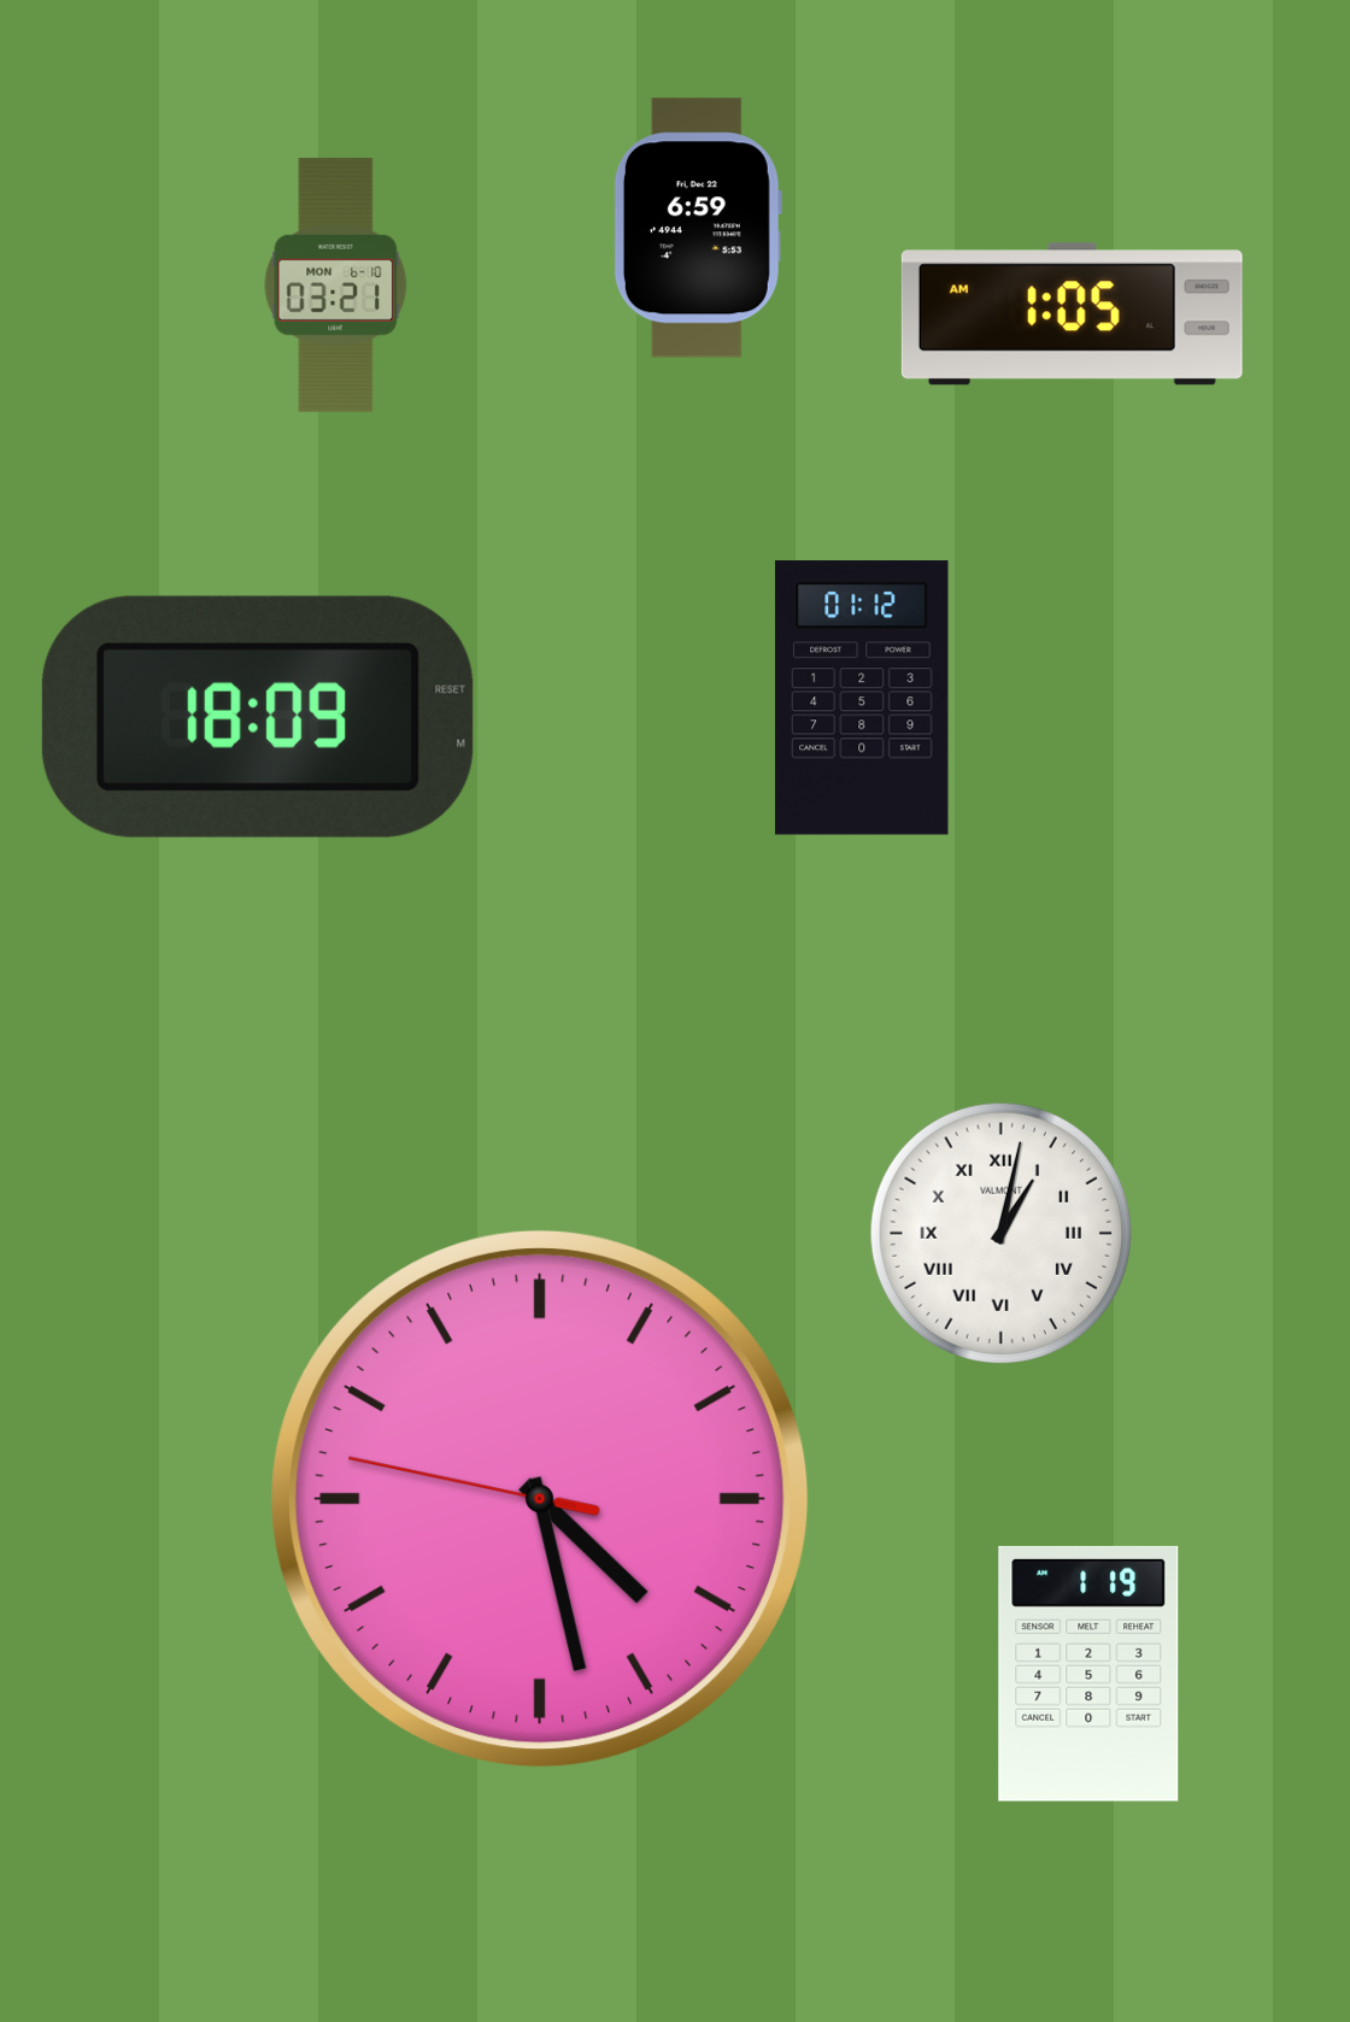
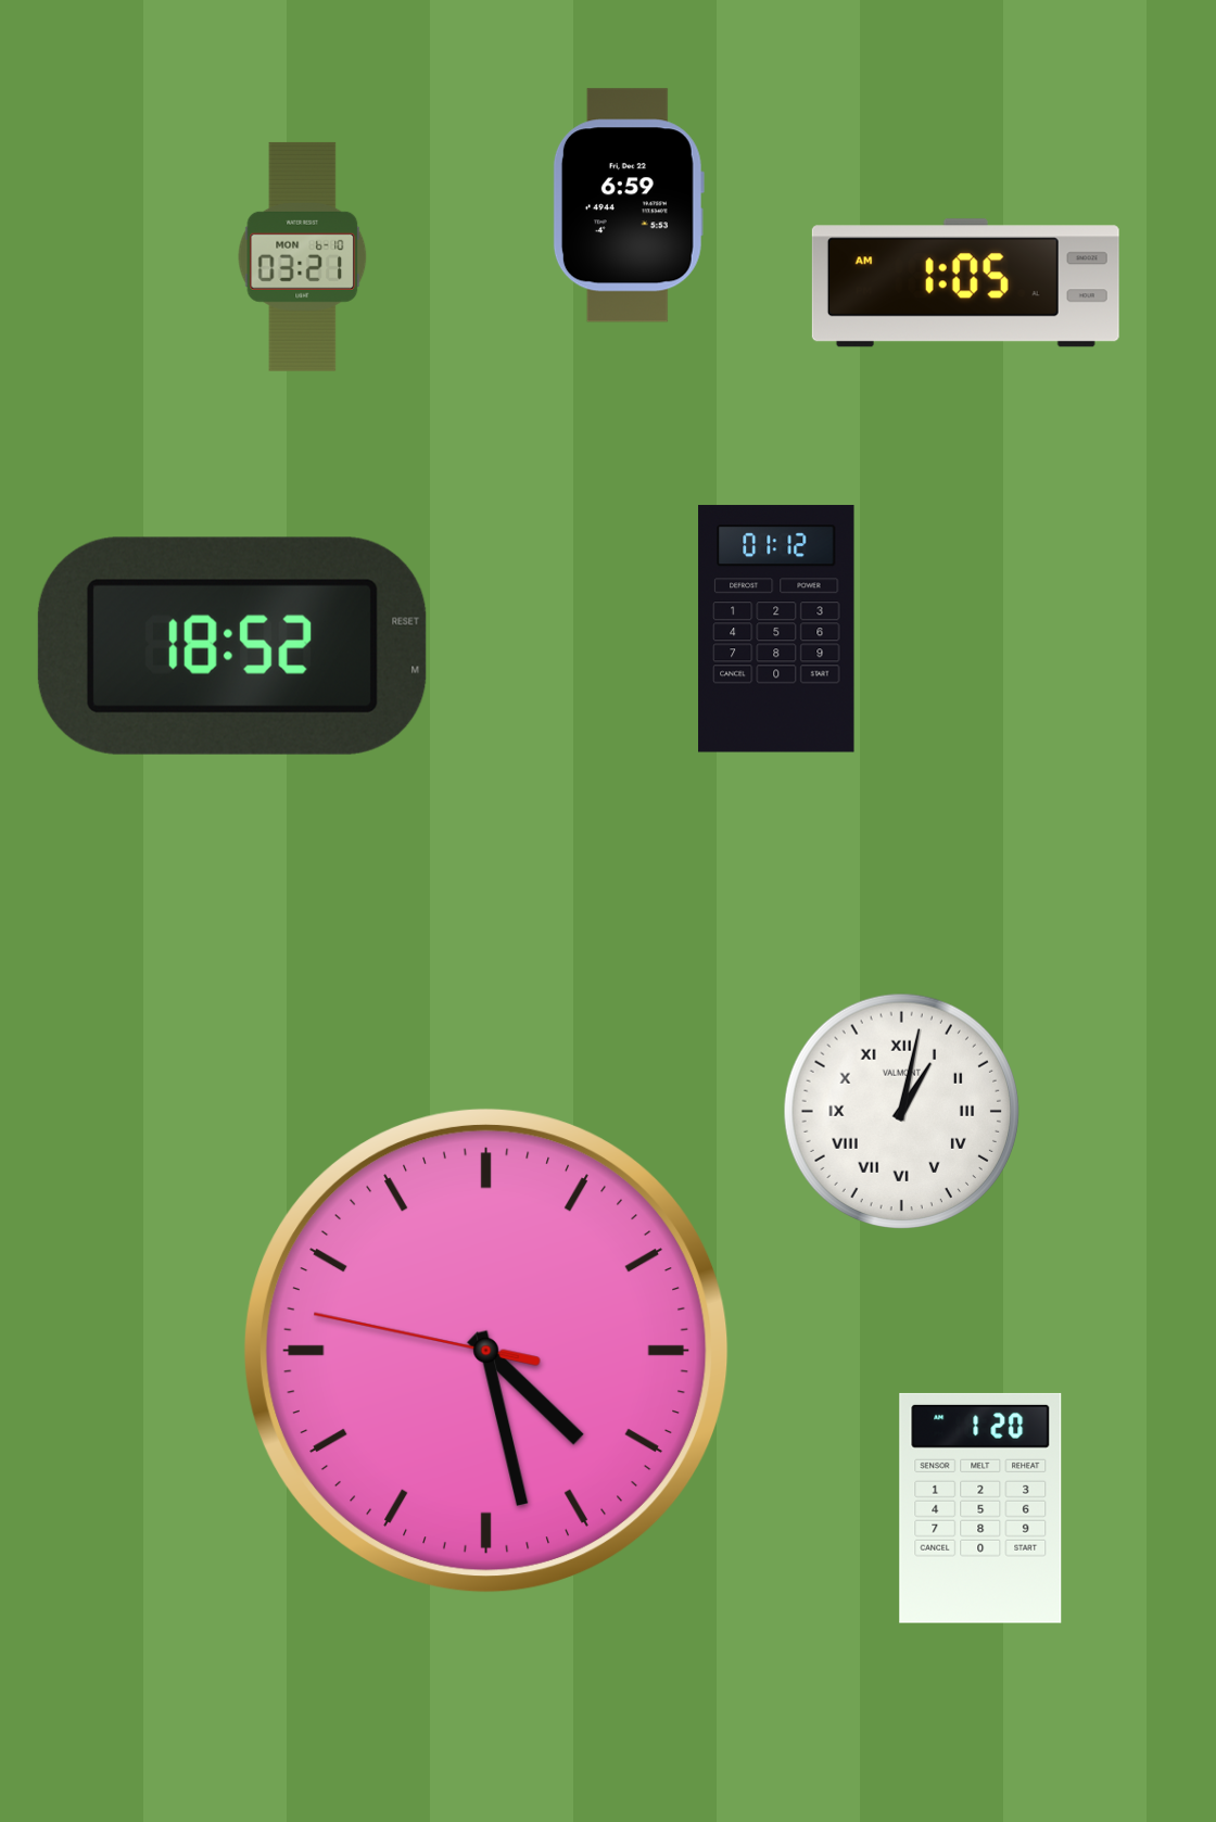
clock at (258, 717): 18:09 -> 18:52
clock at (1088, 1674): 1:19 -> 1:20
